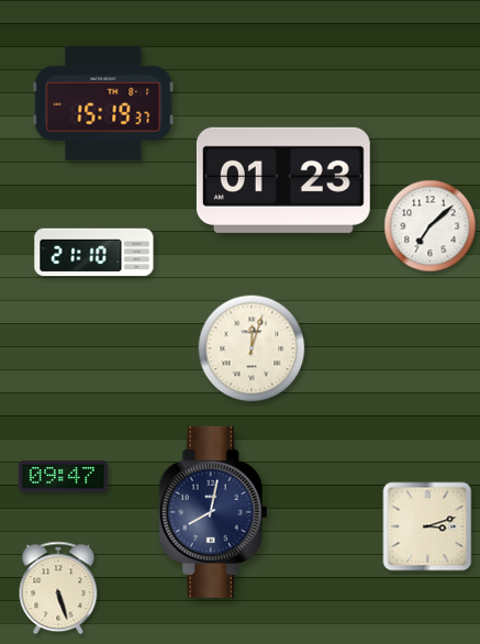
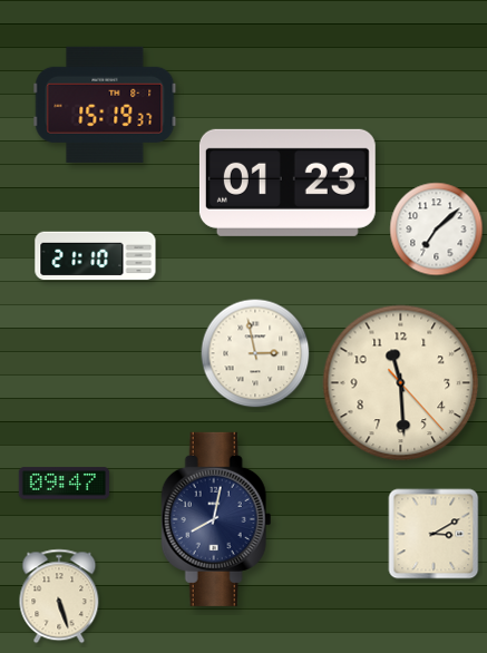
clock at (252, 348): 12:03 -> 2:58
clock at (401, 383): none -> 11:29
clock at (427, 526): 3:12 -> 3:10
